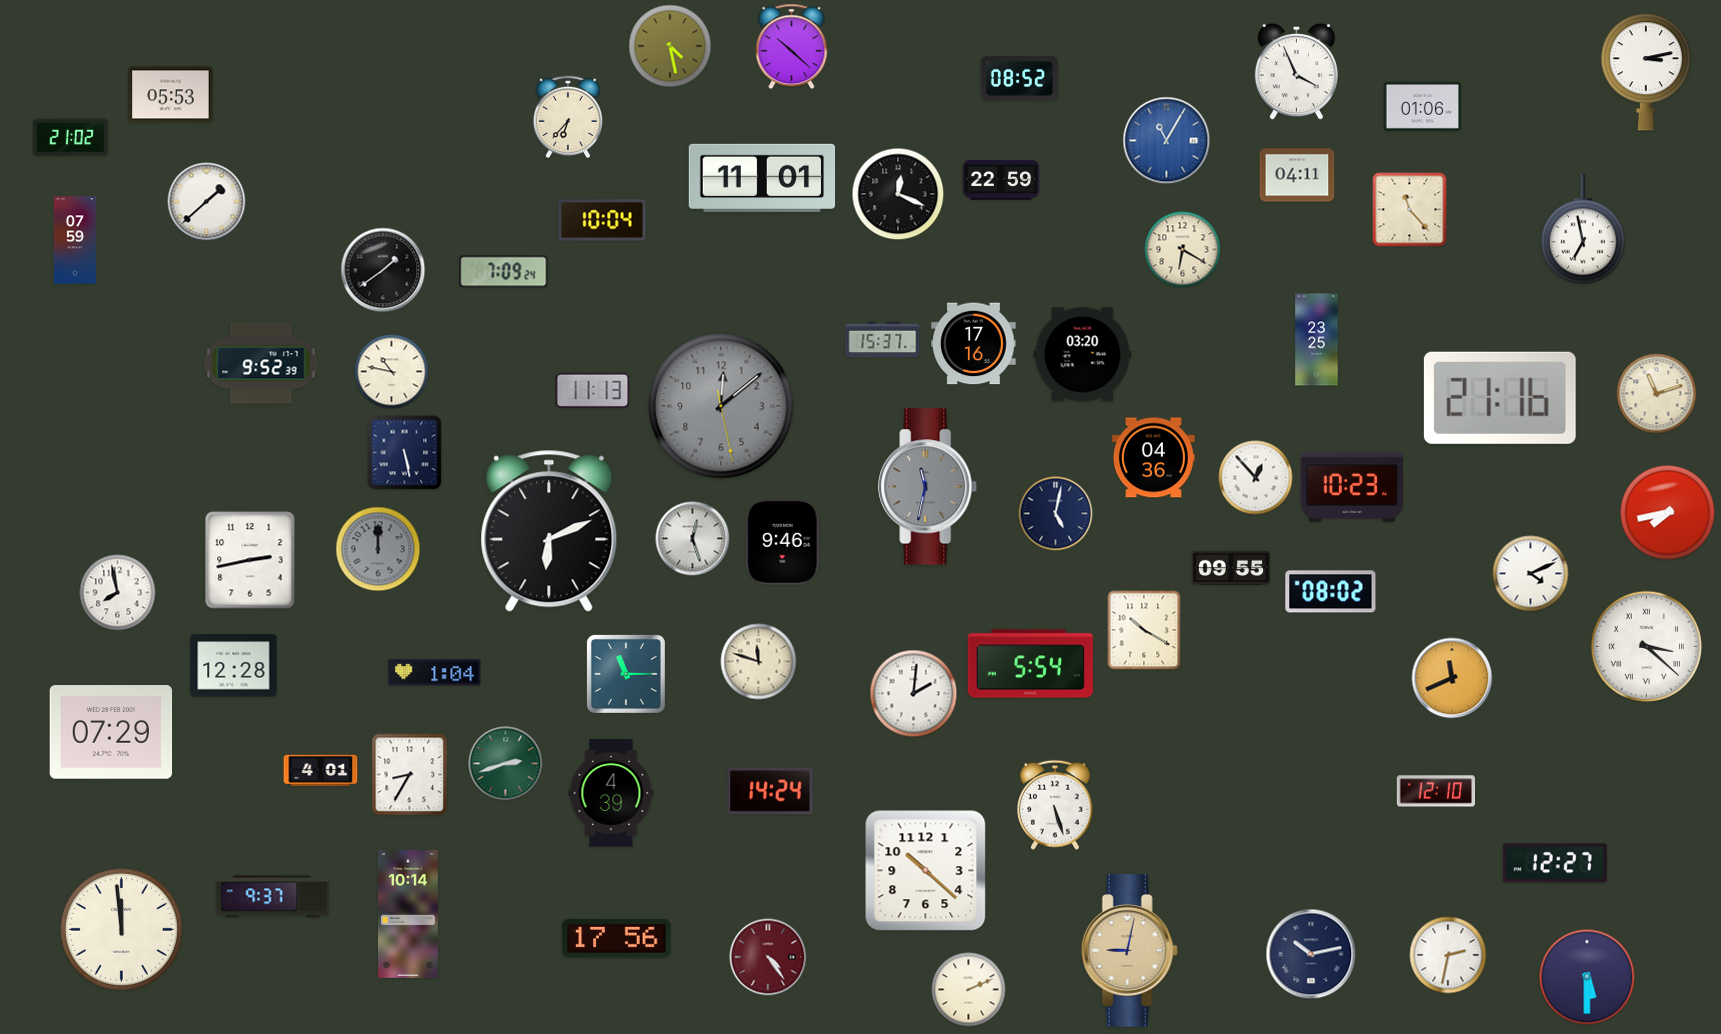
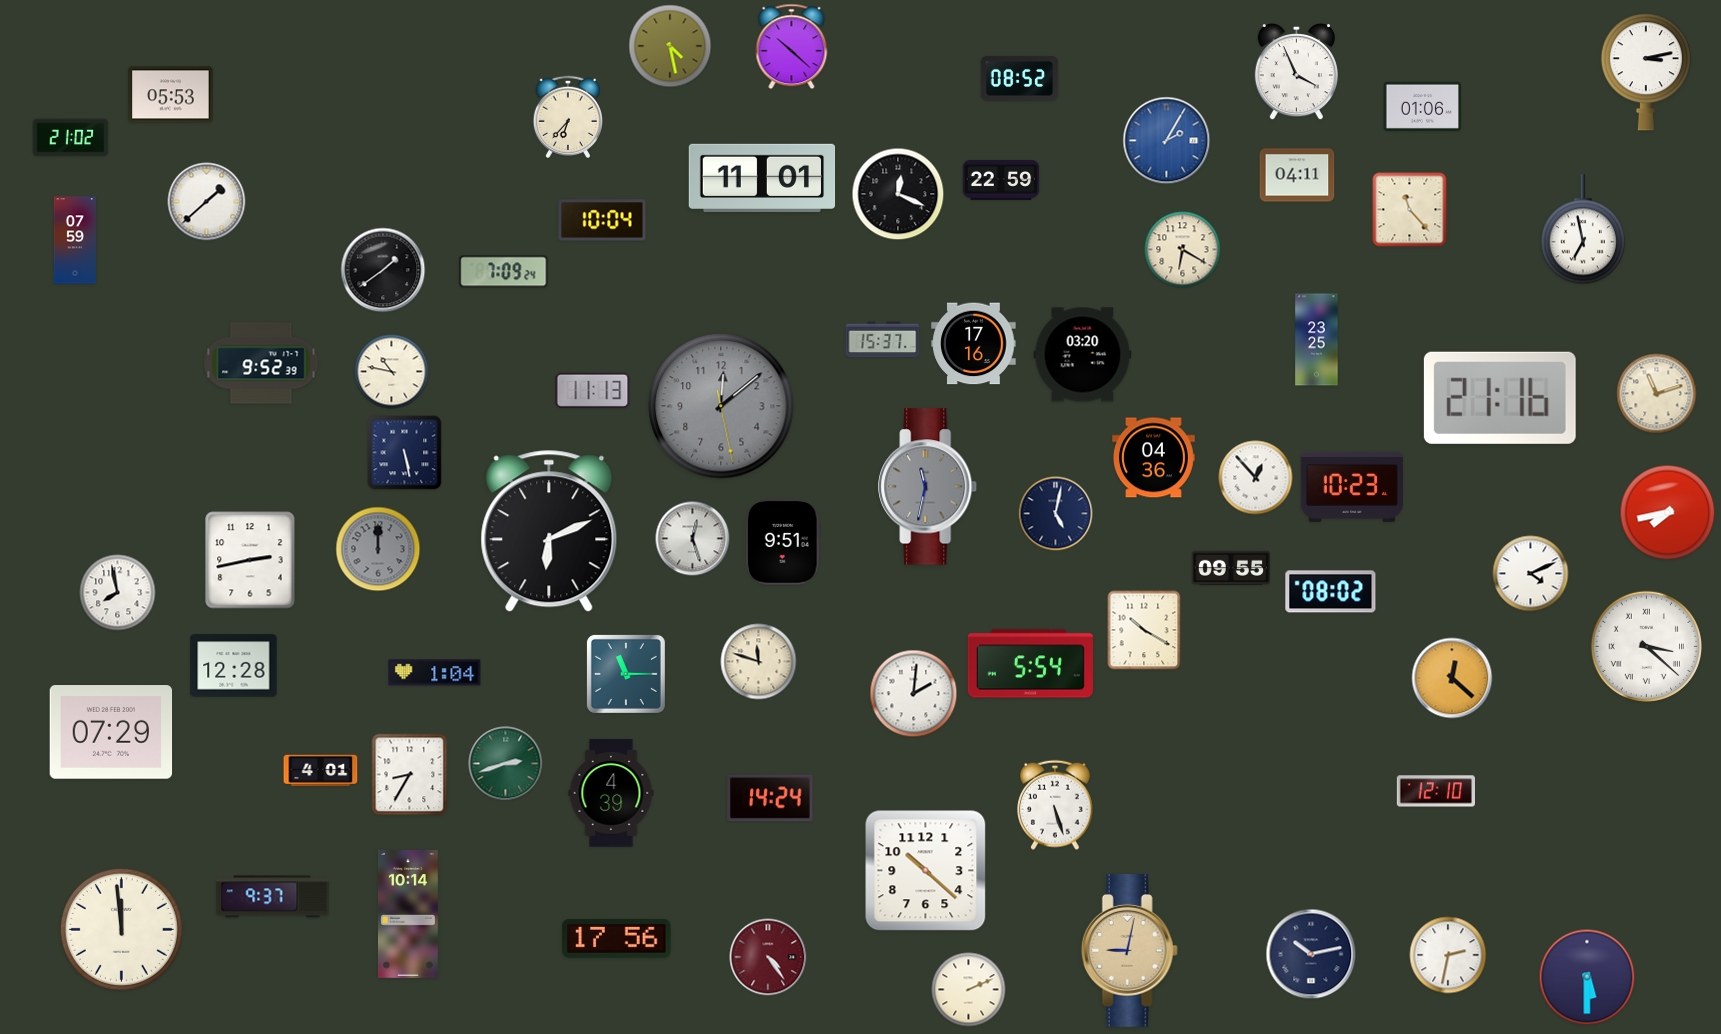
clock at (1167, 141): 11:05 -> 2:05
clock at (784, 542): 9:46 -> 9:51
clock at (1452, 678): 11:41 -> 12:22
clock at (770, 791) position: (770, 791) -> (770, 798)
clock at (1555, 863): 12:27 -> none
